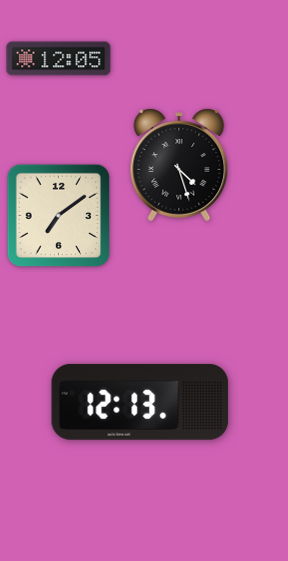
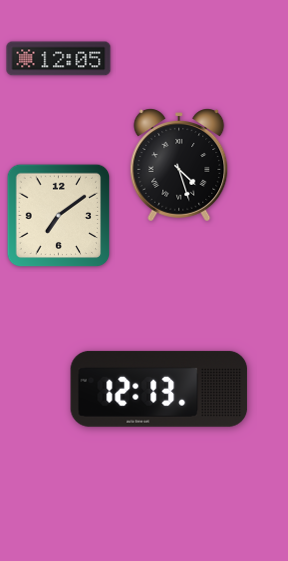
clock at (140, 402) position: (140, 402) -> (159, 389)
